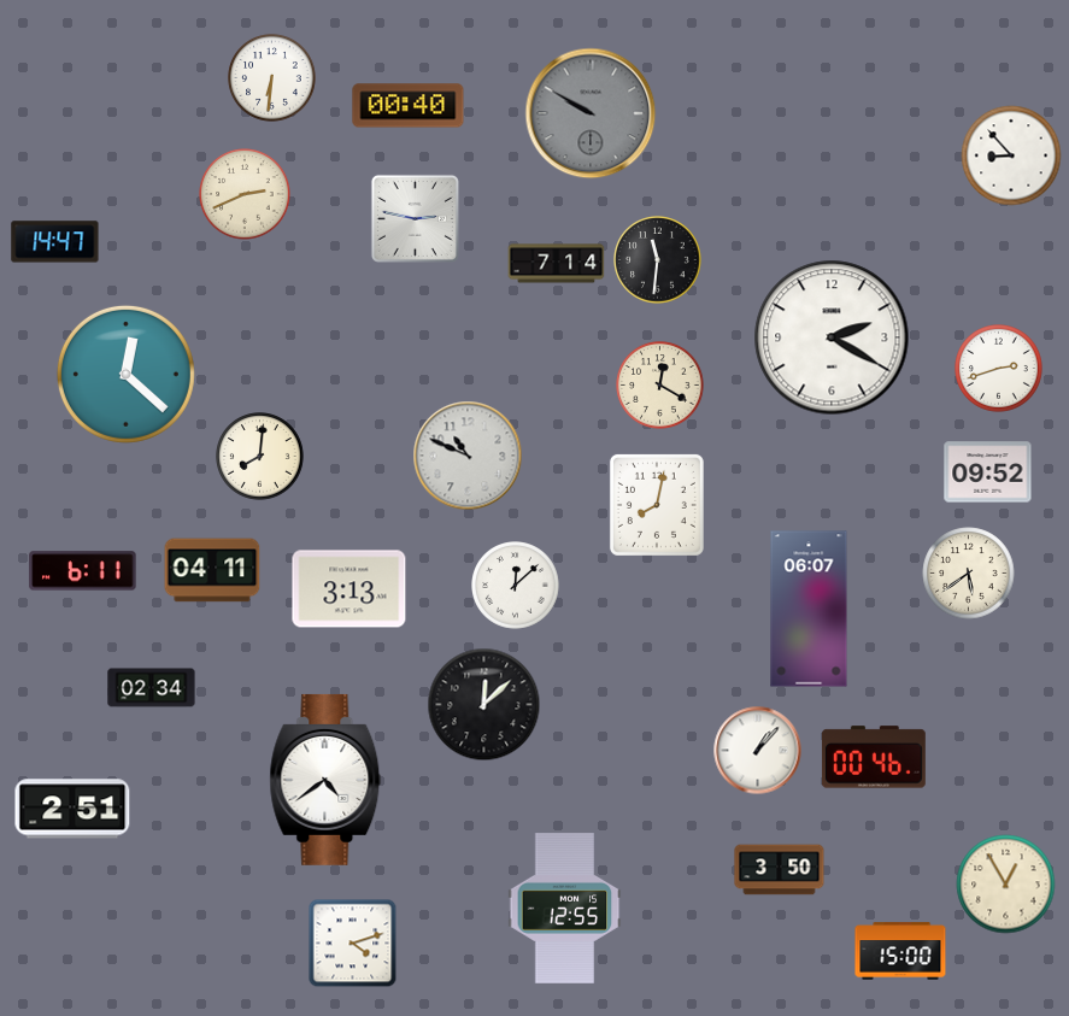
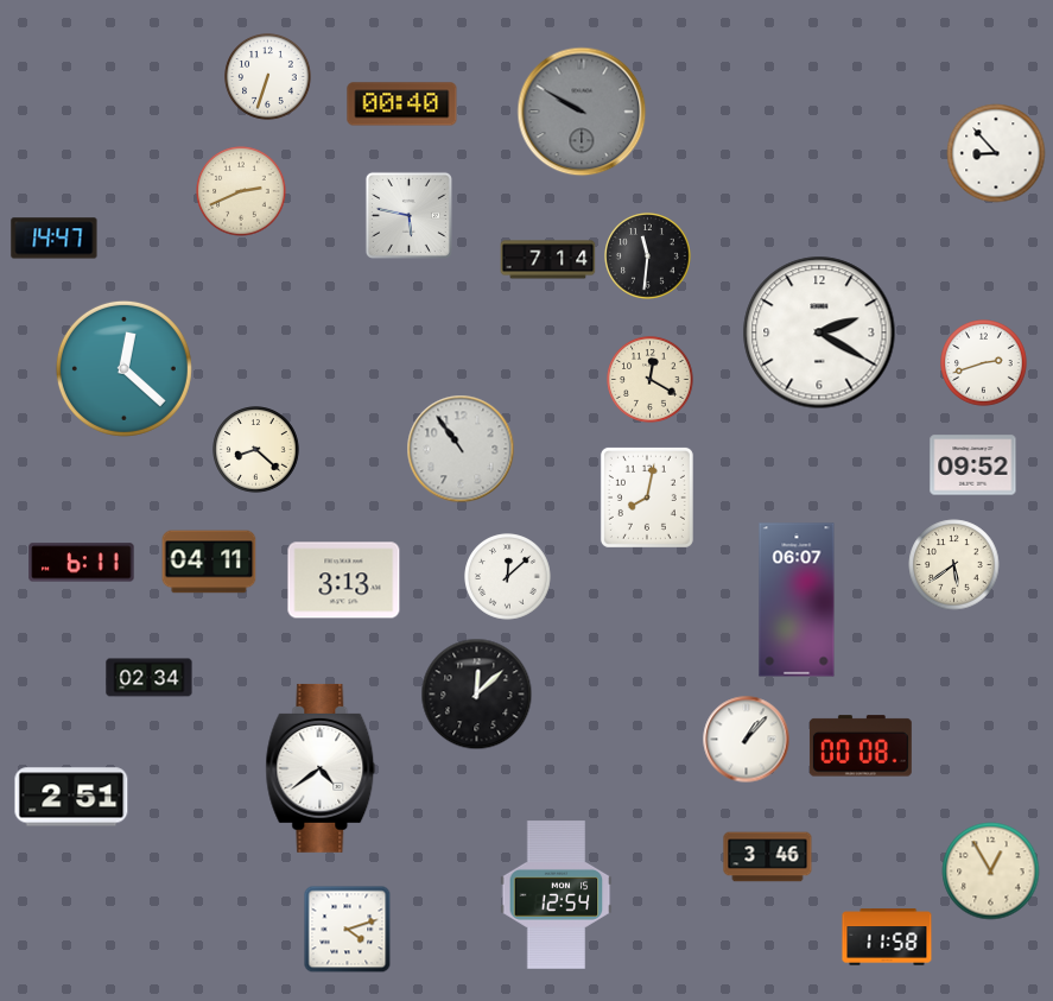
clock at (272, 78): 6:31 -> 6:33
clock at (415, 218): 2:47 -> 5:47
clock at (468, 456): 10:49 -> 10:54
clock at (260, 457): 8:01 -> 8:22
clock at (874, 757): 00:46 -> 00:08
clock at (780, 870): 3:50 -> 3:46
clock at (565, 909): 12:55 -> 12:54
clock at (900, 951): 15:00 -> 11:58
